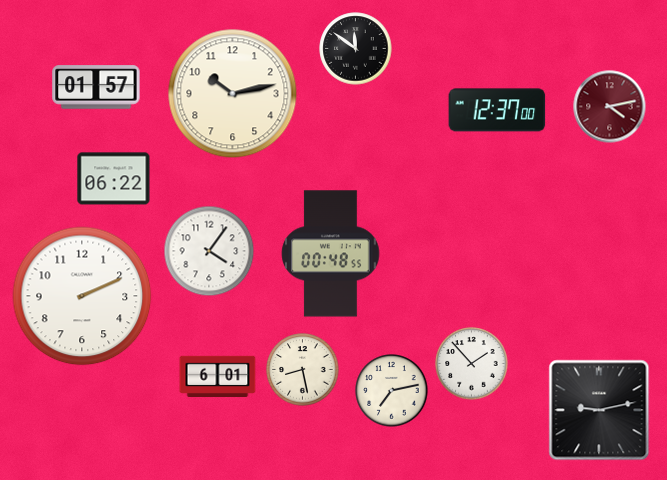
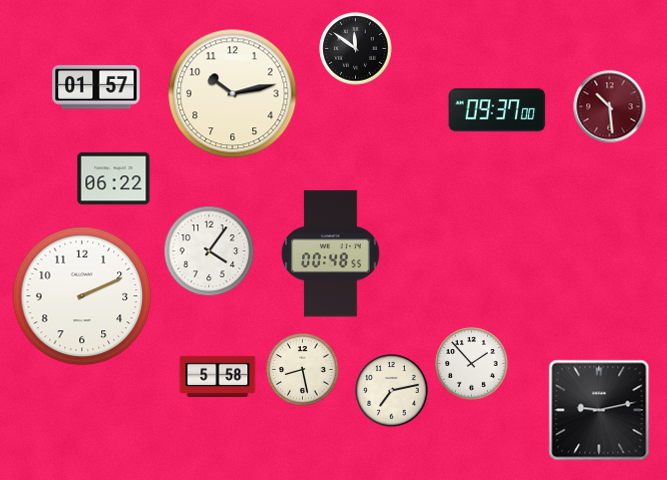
clock at (610, 107): 4:13 -> 10:29
clock at (497, 110): 12:37 -> 09:37
clock at (218, 376): 6:01 -> 5:58
